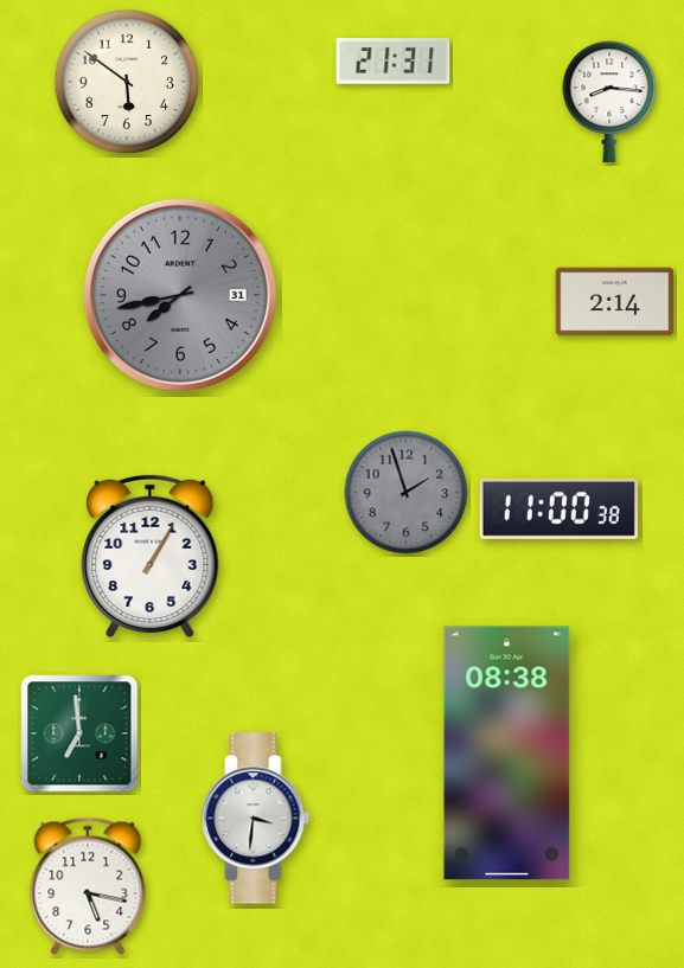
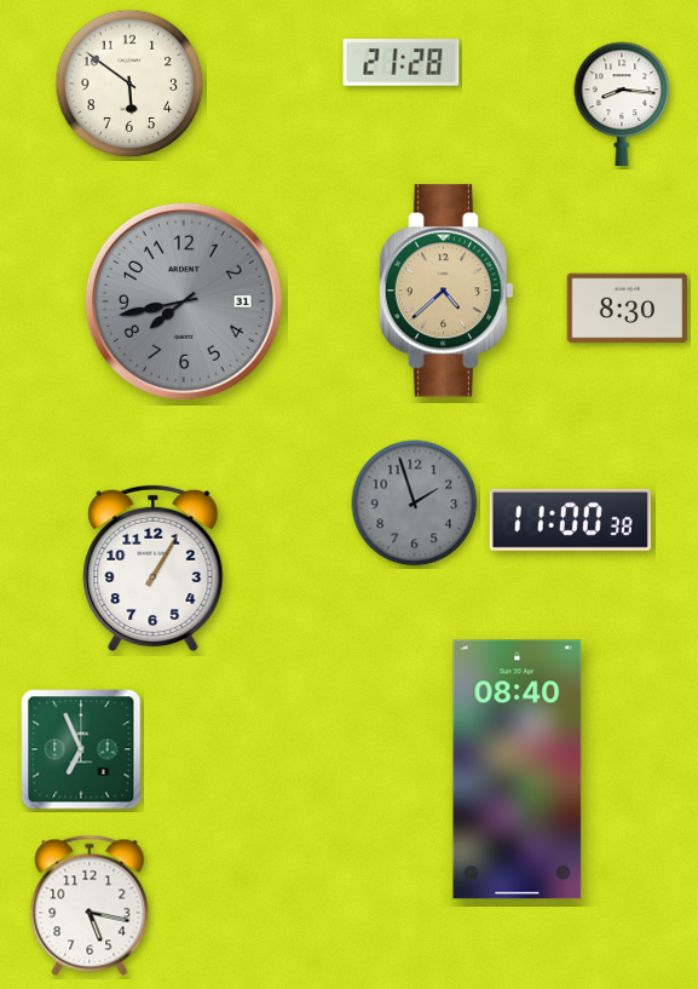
clock at (394, 62): 21:31 -> 21:28
clock at (446, 291): none -> 4:38
clock at (615, 302): 2:14 -> 8:30
clock at (79, 733): 6:59 -> 6:56
clock at (507, 754): 08:38 -> 08:40
clock at (256, 819): 3:31 -> none
